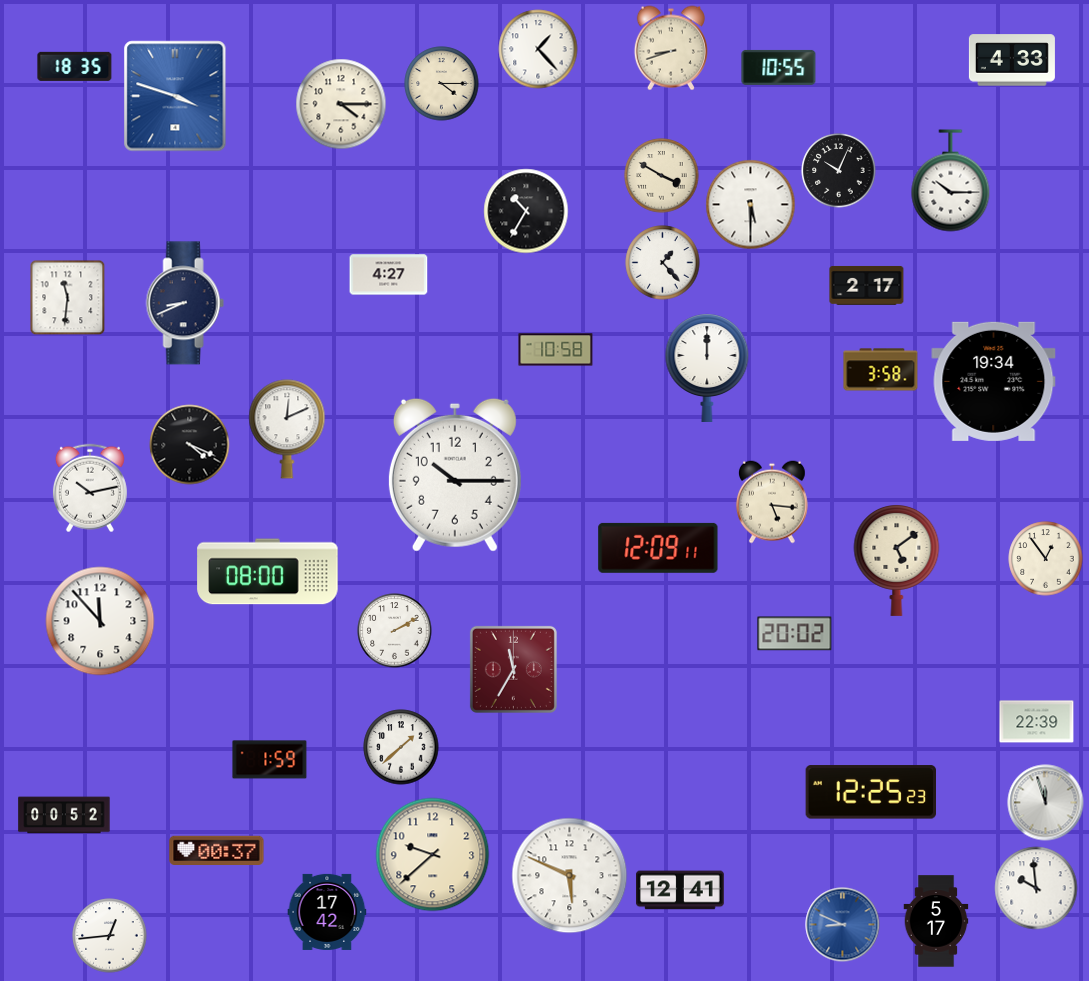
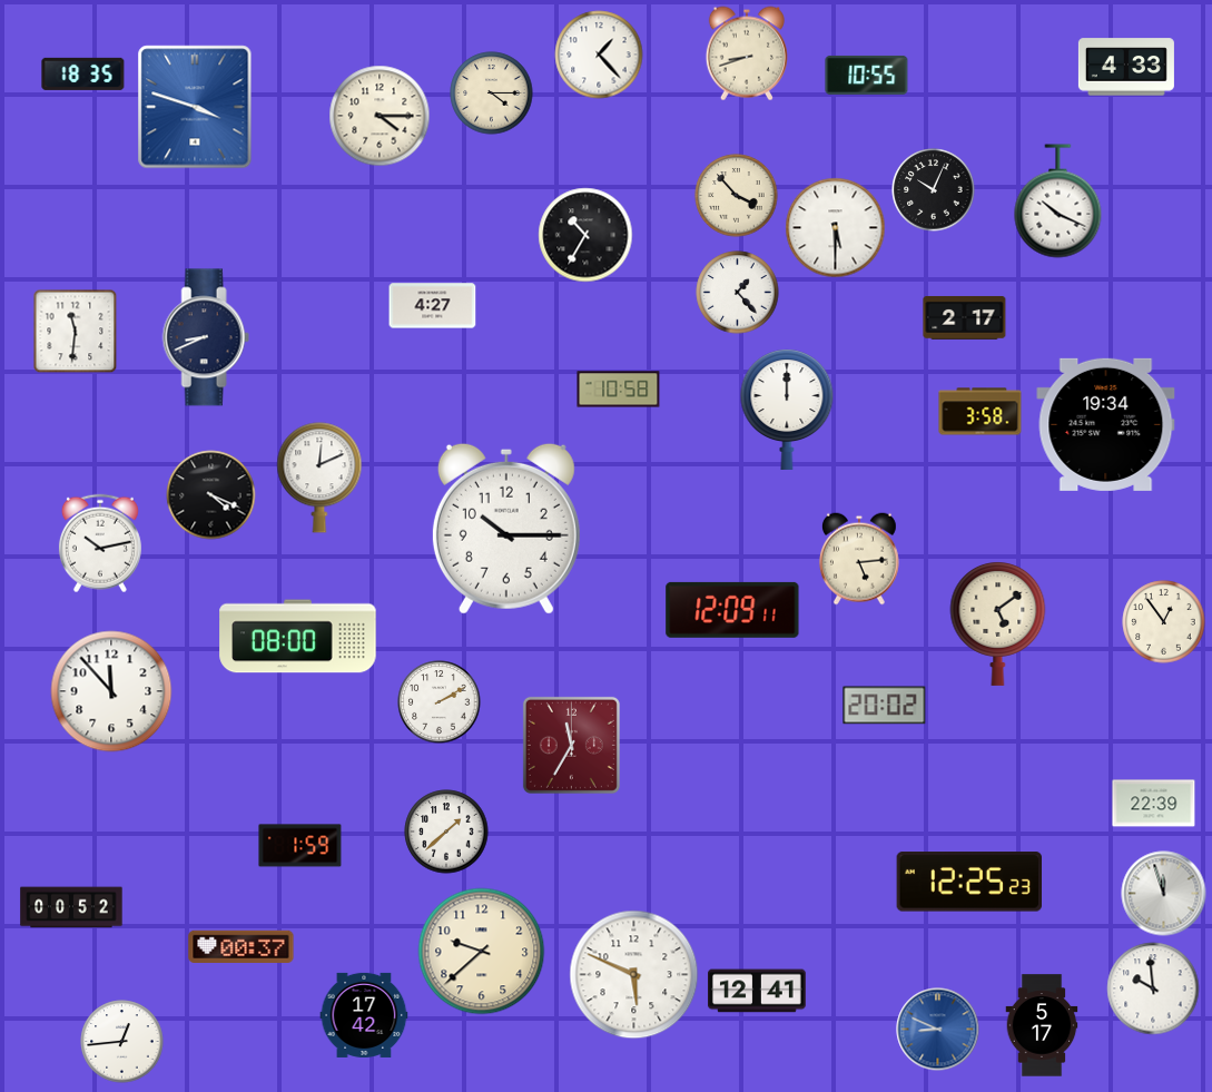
clock at (662, 176): 3:50 -> 3:53
clock at (951, 181): 10:15 -> 10:19
clock at (772, 502): 5:16 -> 5:14
